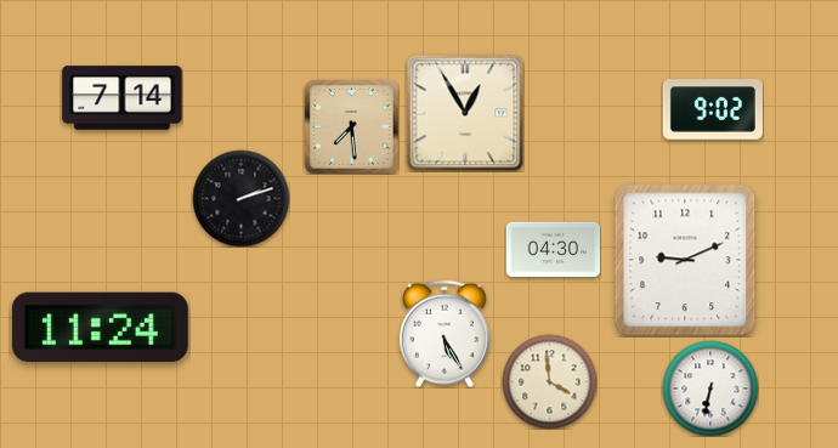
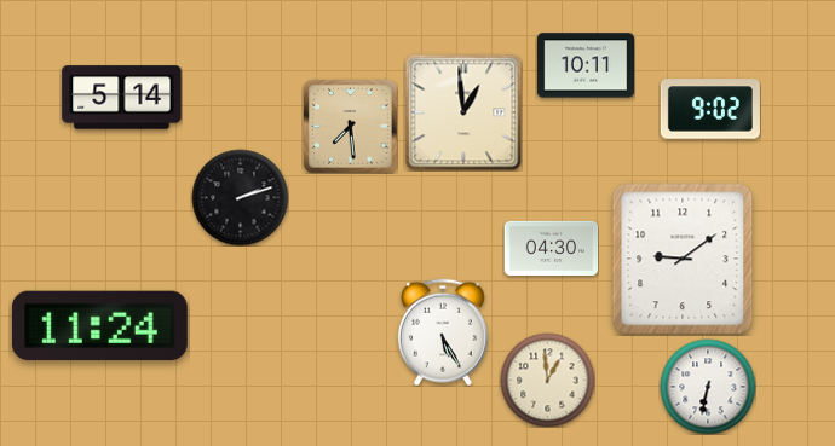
clock at (584, 65): none -> 10:11
clock at (123, 98): 7:14 -> 5:14
clock at (465, 113): 12:55 -> 12:59
clock at (685, 260): 9:11 -> 9:09
clock at (549, 381): 3:59 -> 12:59
